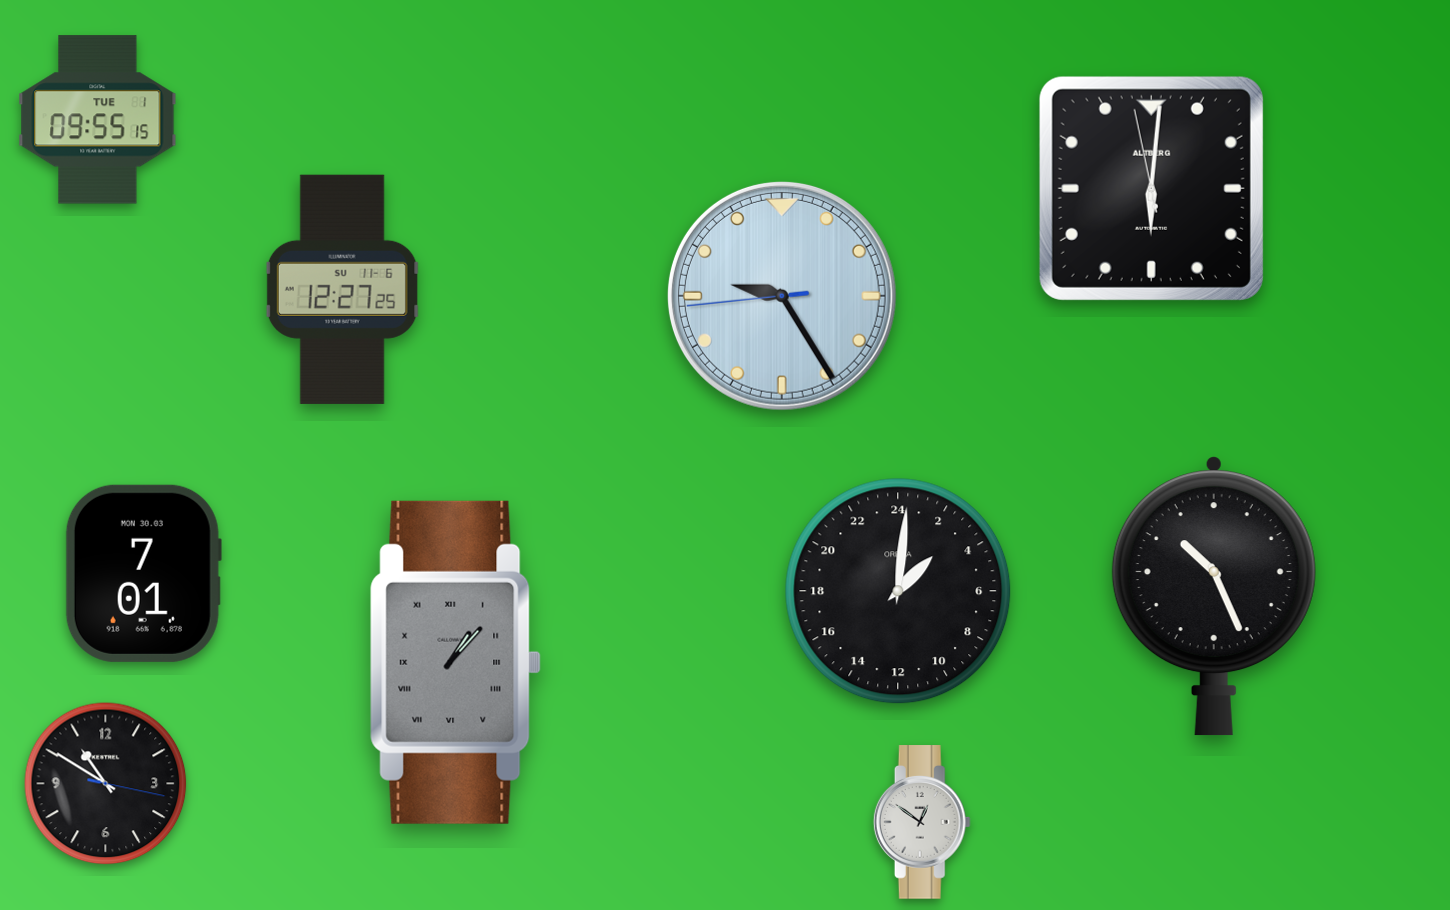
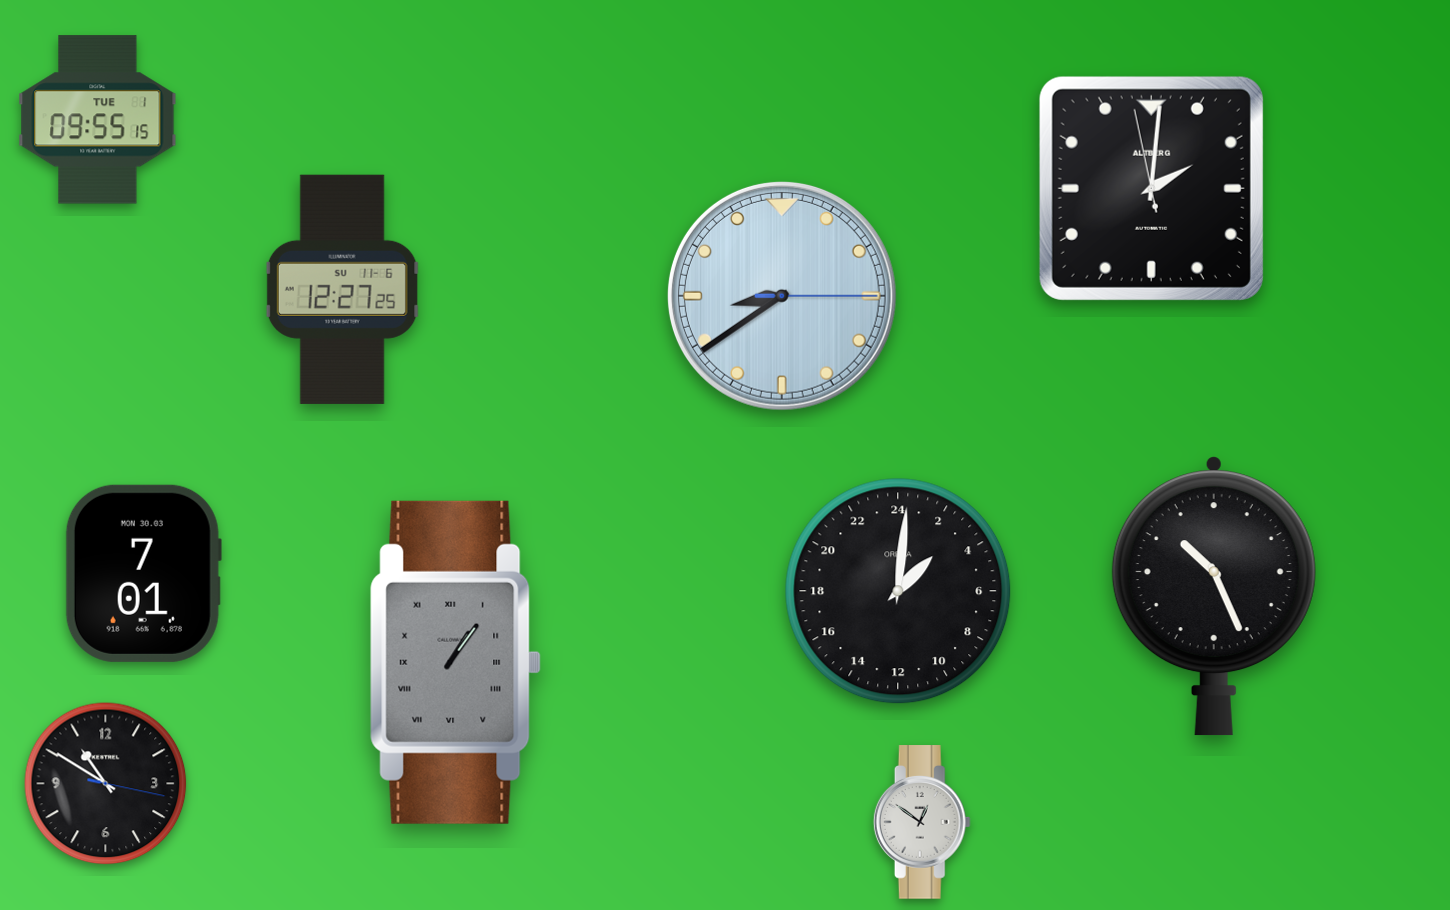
clock at (1151, 188): 6:00 -> 2:00
clock at (782, 296): 9:24 -> 8:39
clock at (456, 662): 1:07 -> 1:06
